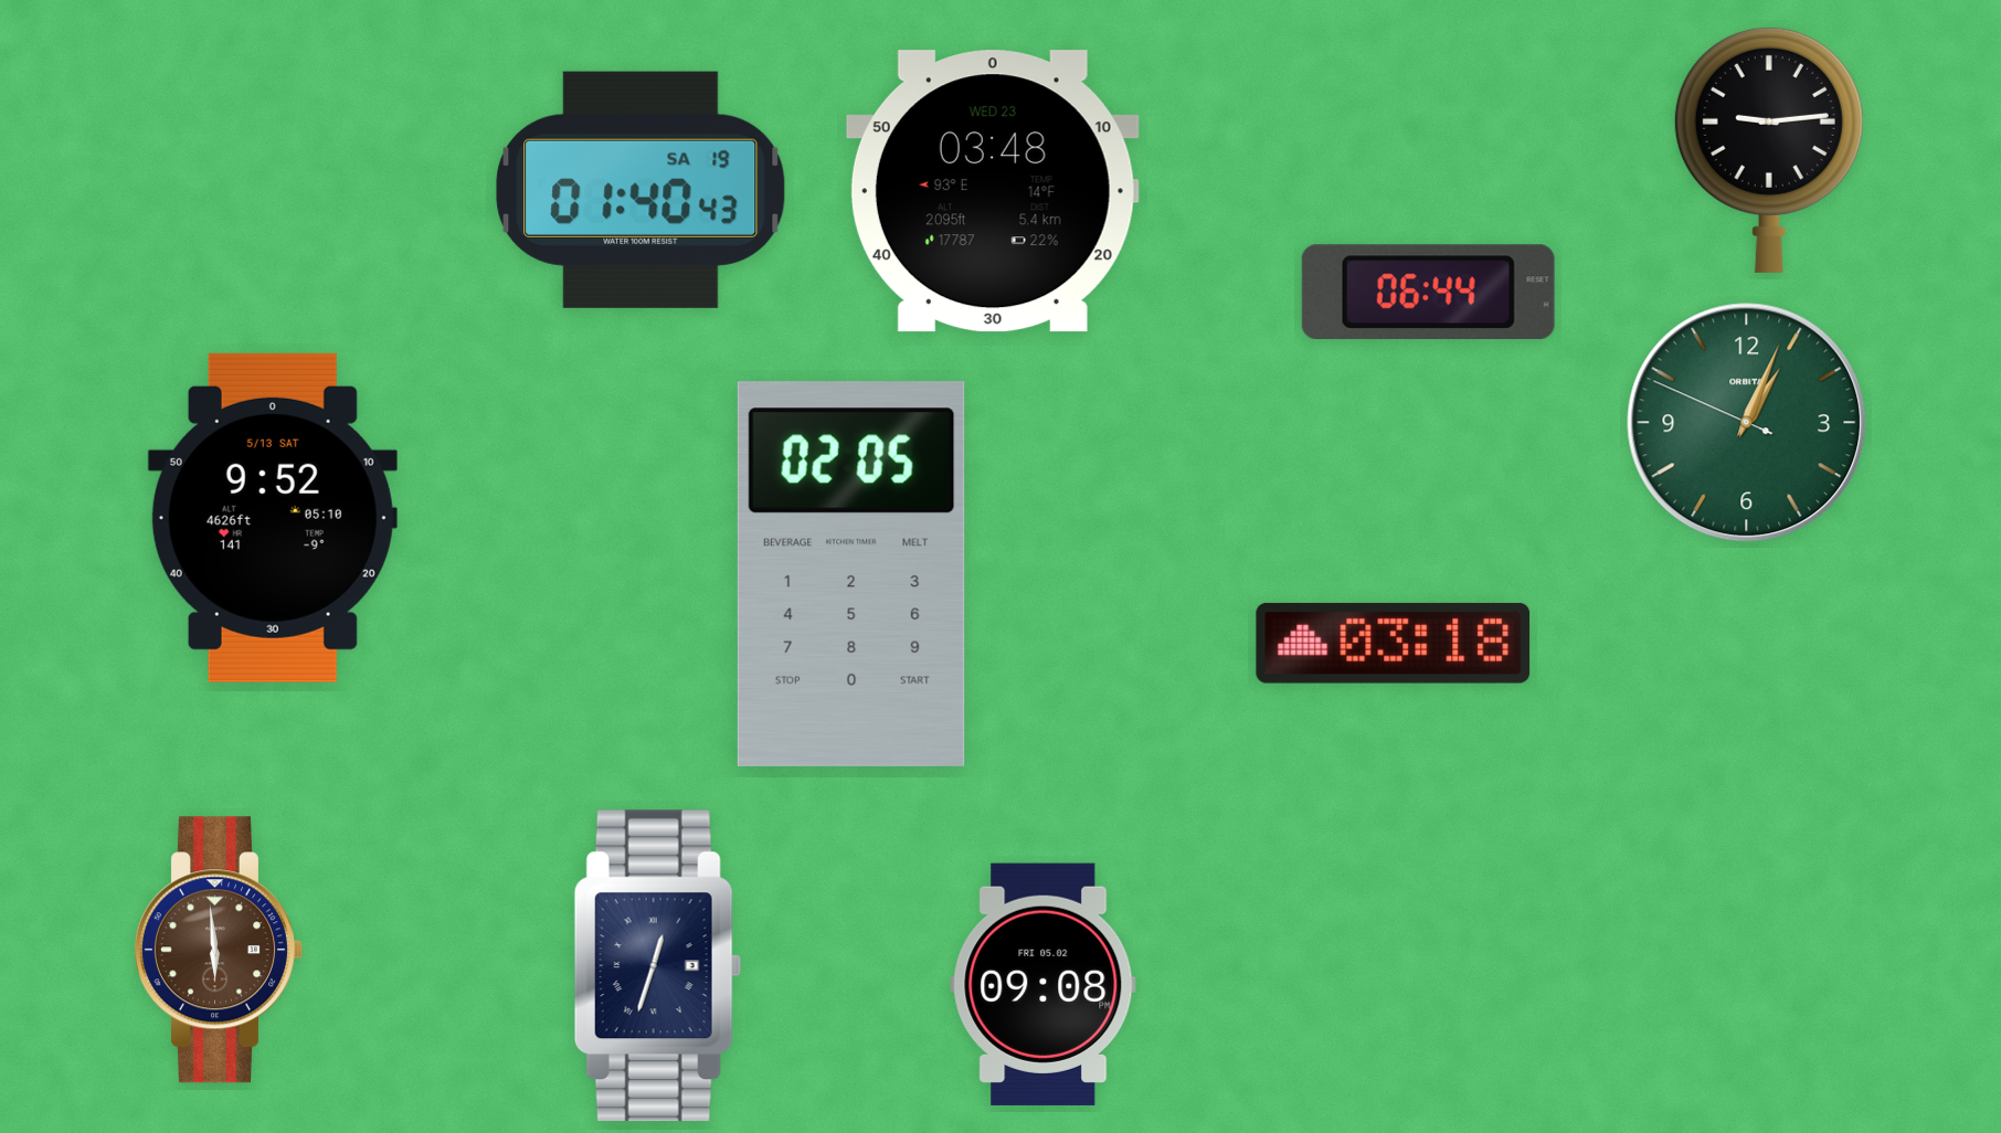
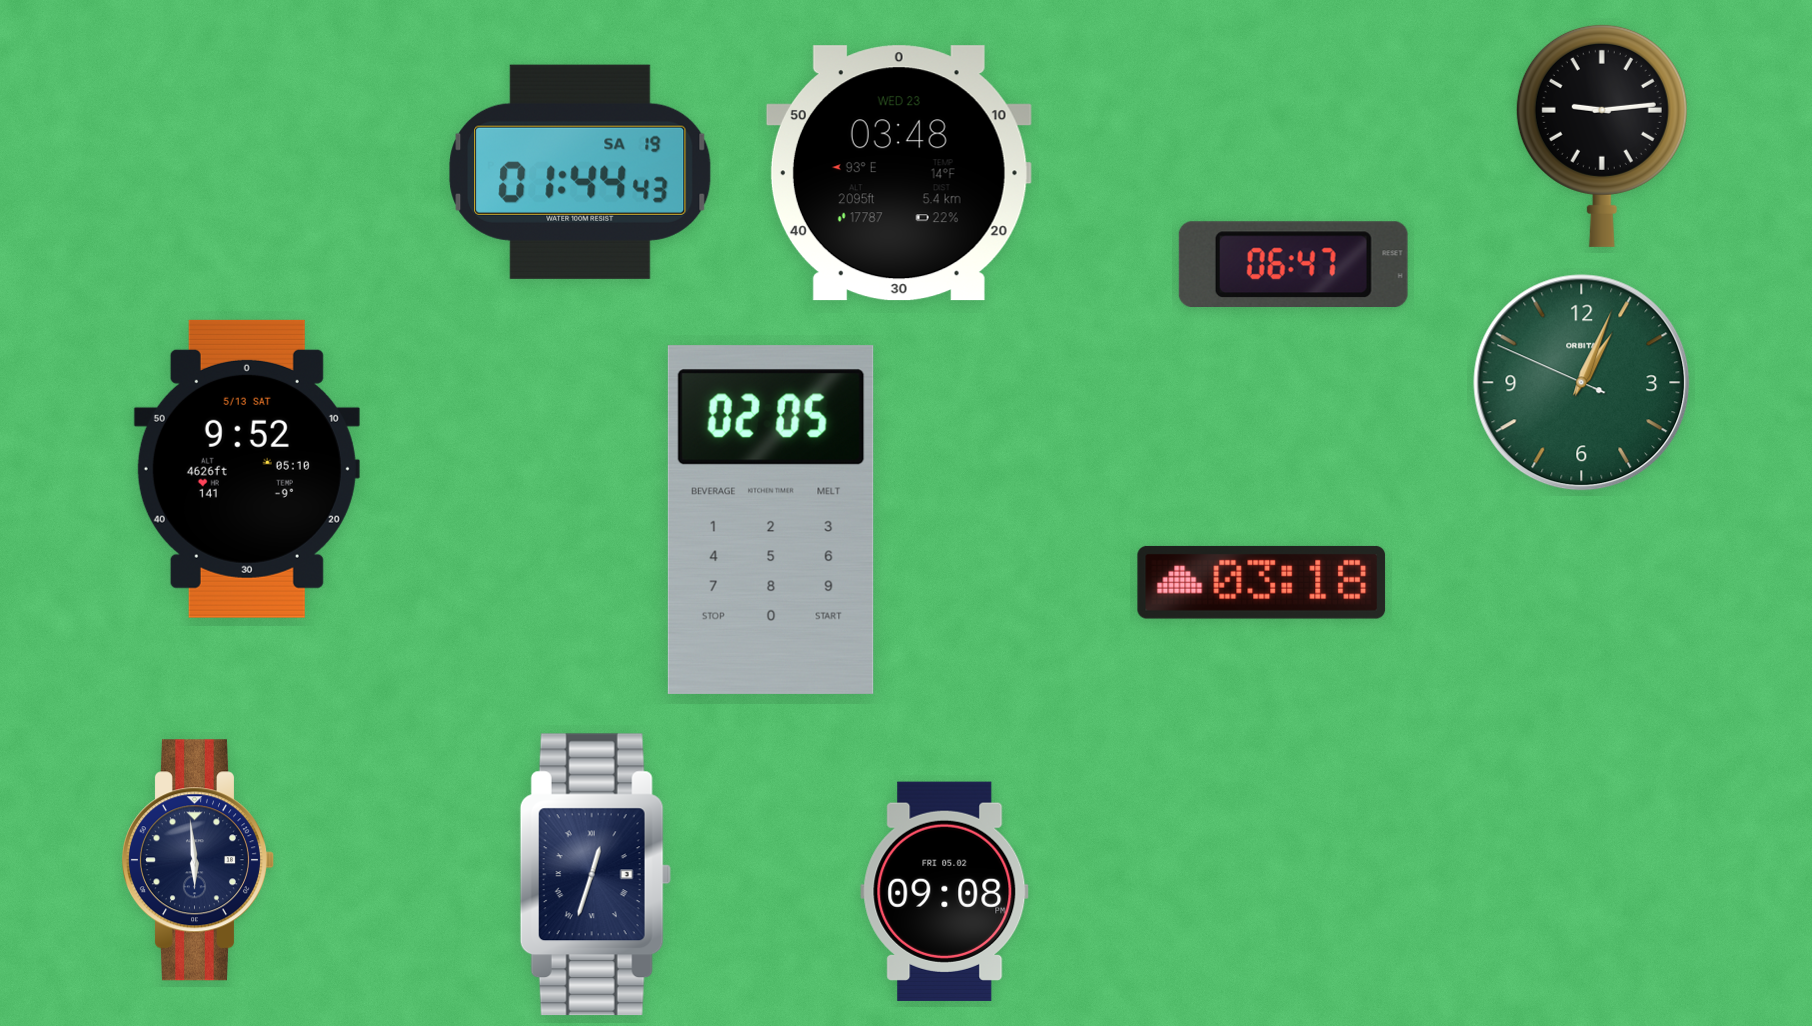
clock at (640, 190): 01:40 -> 01:44
clock at (1428, 292): 06:44 -> 06:47
clock at (218, 950) dial: brown -> navy
